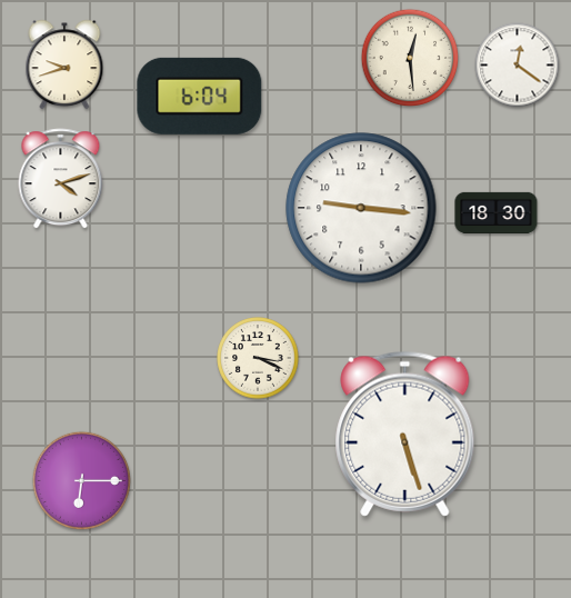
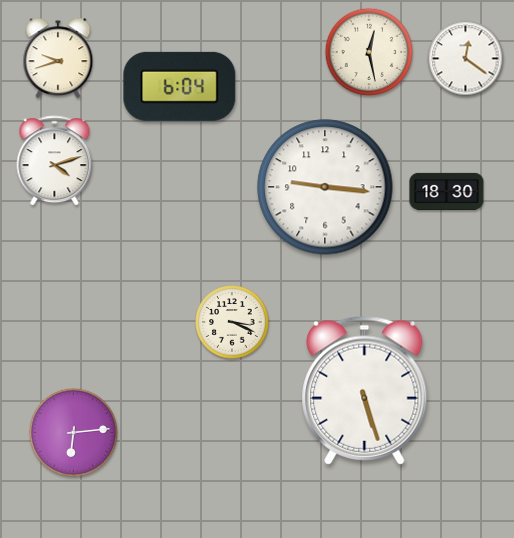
clock at (410, 58): 12:29 -> 12:28
clock at (81, 480): 6:15 -> 6:14
